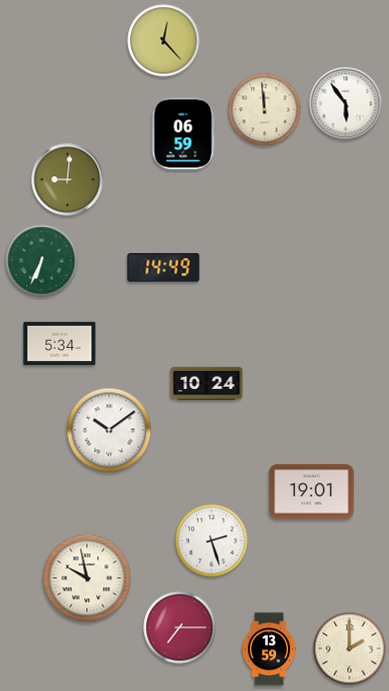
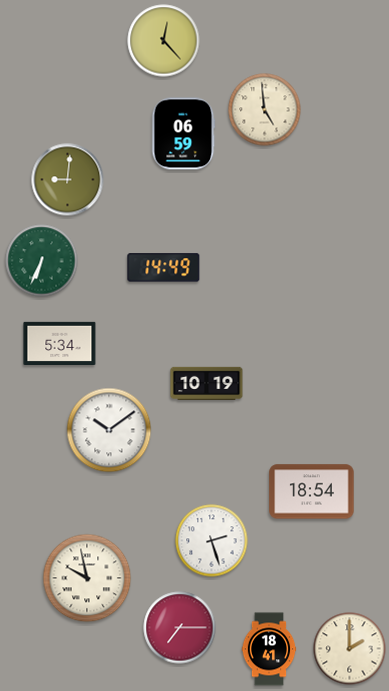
clock at (346, 104): 5:54 -> none
clock at (265, 110): 11:59 -> 4:59
clock at (207, 384): 10:24 -> 10:19
clock at (312, 492): 19:01 -> 18:54
clock at (269, 649): 13:59 -> 18:41
